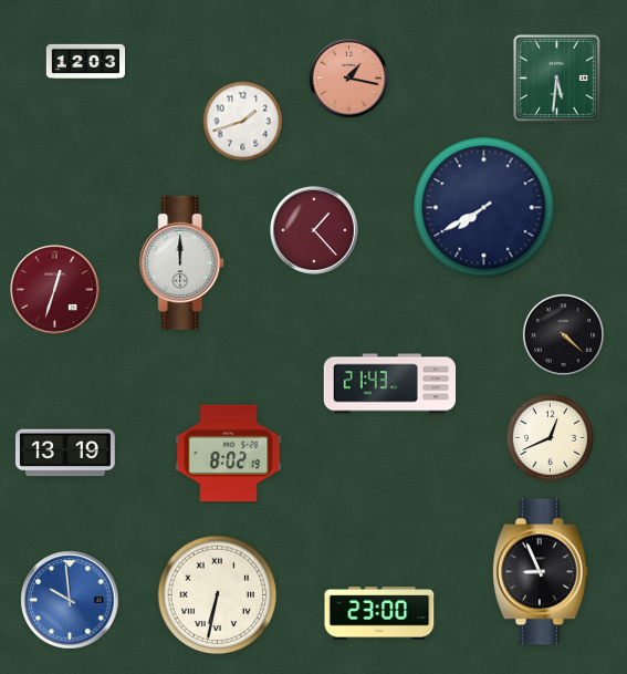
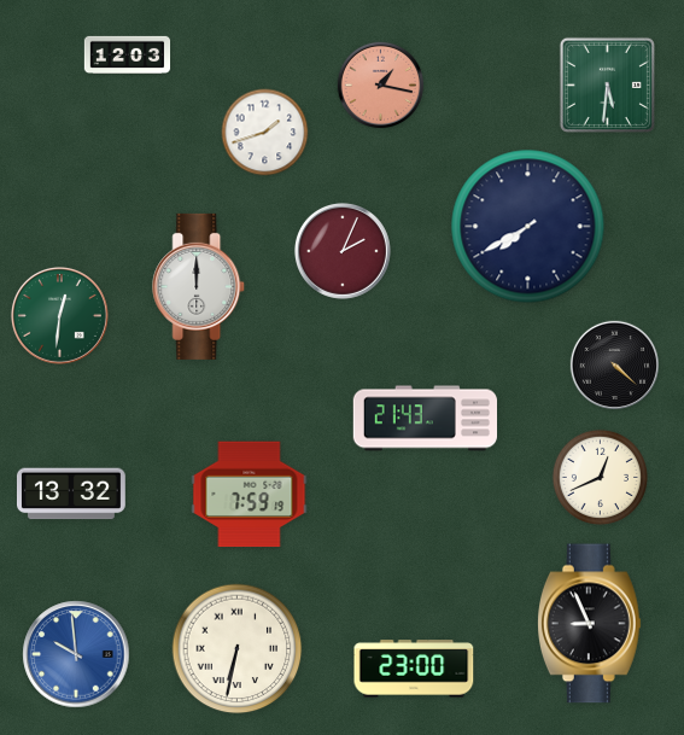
clock at (86, 61) position: (86, 61) -> (128, 54)
clock at (314, 230): 1:23 -> 2:04
clock at (54, 289): 12:33 -> 12:31
clock at (54, 289) dial: burgundy -> green
clock at (65, 453): 13:19 -> 13:32
clock at (229, 454): 8:02 -> 7:59
